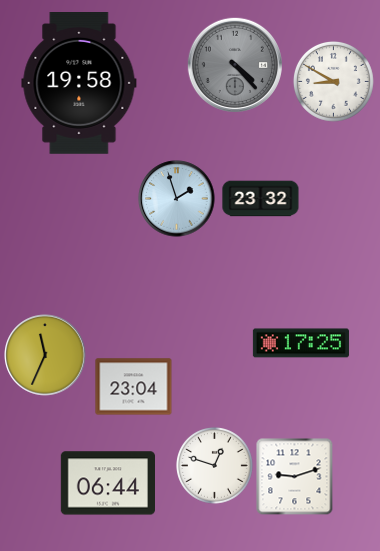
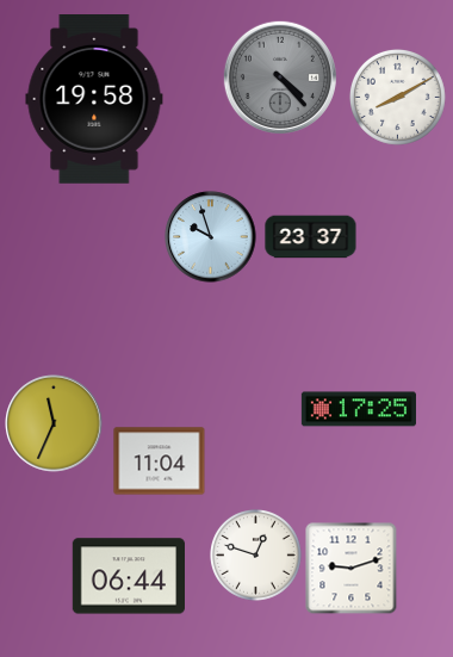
clock at (333, 81): 8:50 -> 8:10
clock at (177, 199): 1:57 -> 9:57
clock at (261, 199): 23:32 -> 23:37
clock at (134, 387): 23:04 -> 11:04
